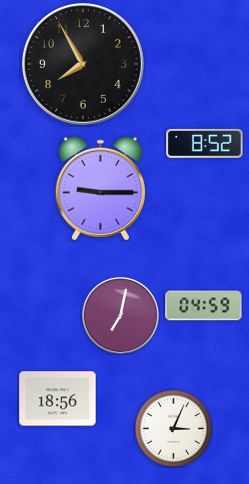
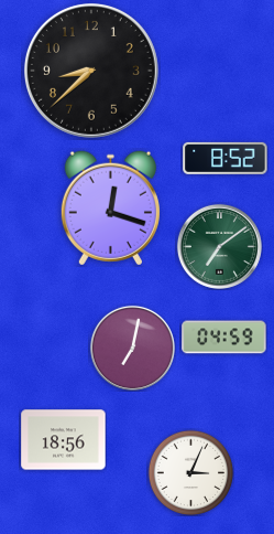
clock at (83, 64): 7:55 -> 8:38
clock at (100, 189): 9:15 -> 12:18
clock at (219, 246): none -> 7:09
